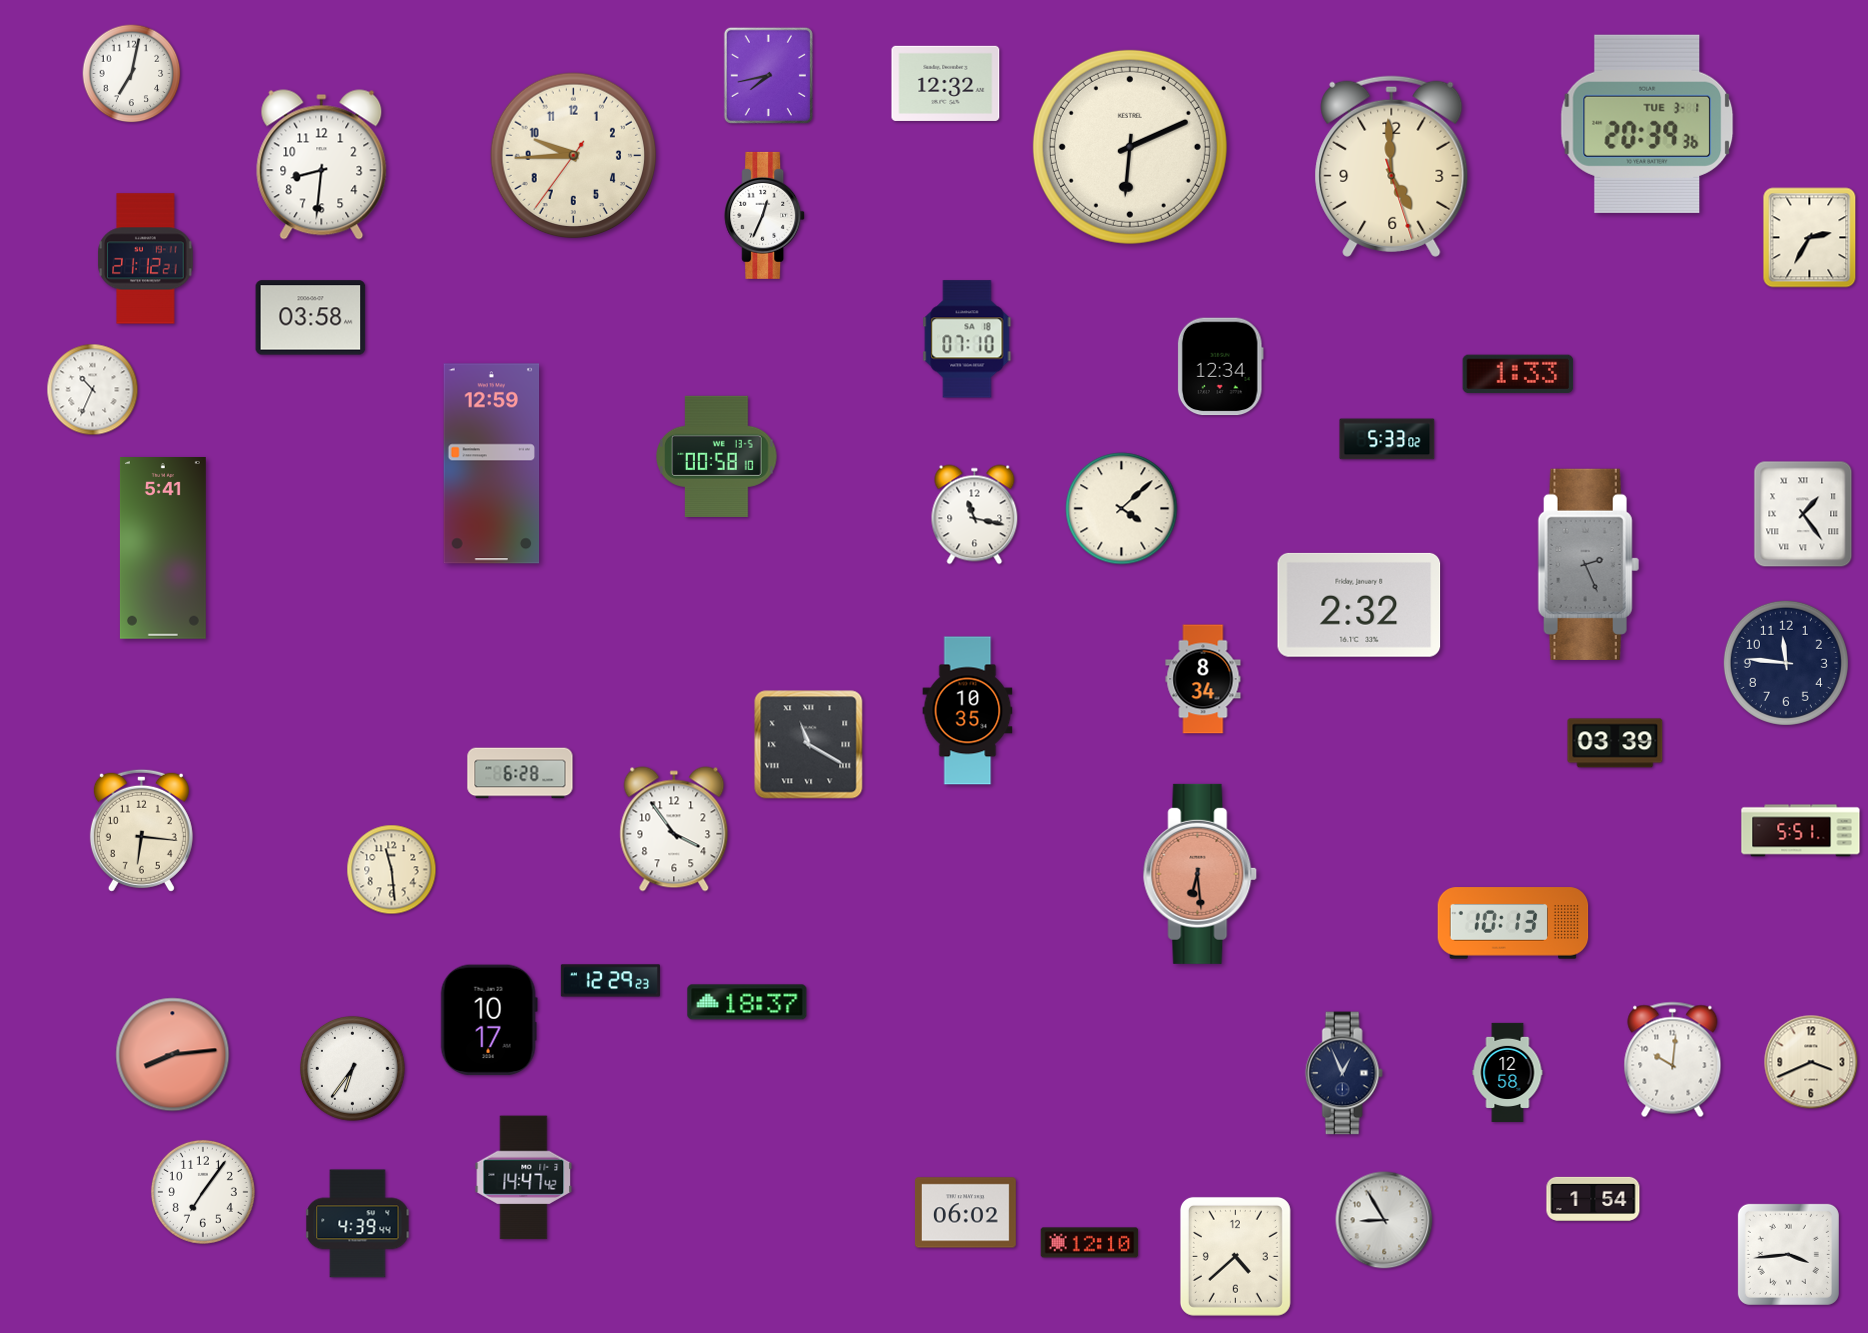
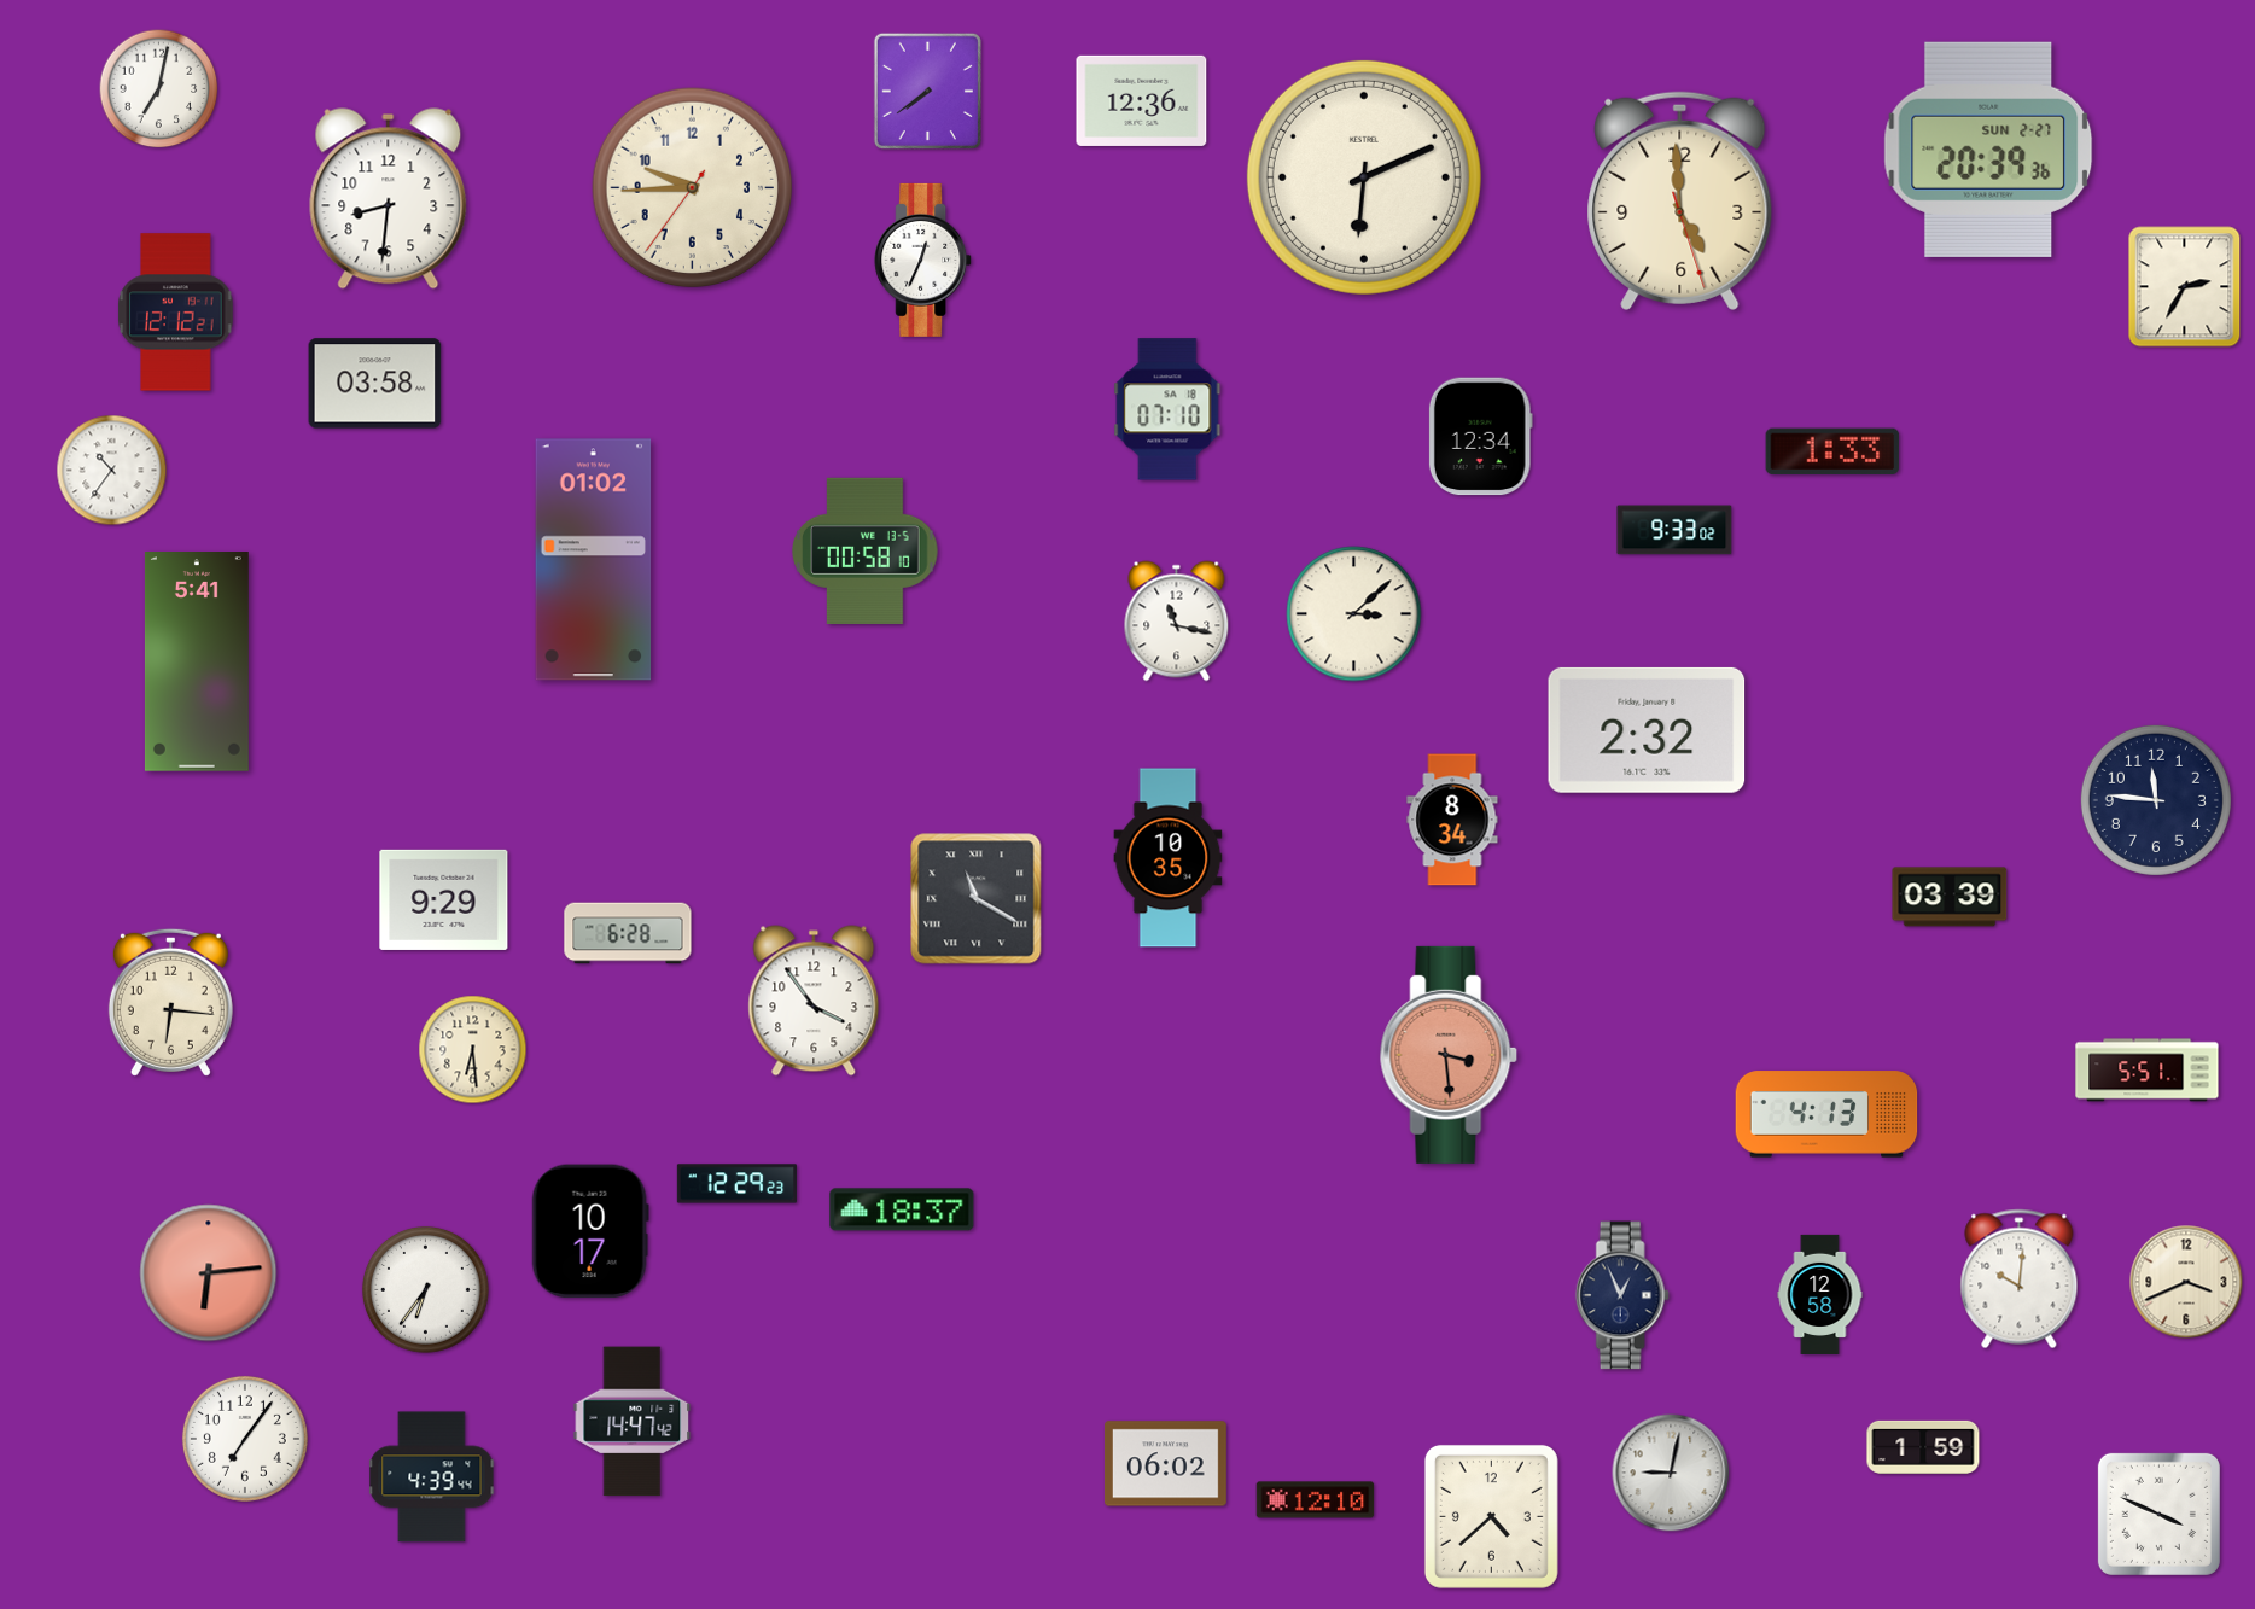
clock at (768, 75): 7:43 -> 7:39
clock at (946, 83): 12:32 -> 12:36
clock at (1647, 124) date: TUE 3-1 -> SUN 2-27
clock at (146, 259): 21:12 -> 12:12
clock at (1220, 367) position: (1220, 367) -> (1480, 437)
clock at (93, 390): 10:34 -> 10:36
clock at (1387, 439): 5:33 -> 9:33
clock at (492, 464): 12:59 -> 01:02
clock at (1122, 509): 4:08 -> 3:08
clock at (1803, 514): 1:24 -> none
clock at (1588, 564): 2:26 -> none
clock at (1359, 605) position: (1359, 605) -> (1647, 730)
clock at (444, 899): none -> 9:29
clock at (1801, 831) position: (1801, 831) -> (2148, 1071)
clock at (392, 870): 11:29 -> 6:29
clock at (1200, 874): 6:29 -> 3:29
clock at (1513, 923): 10:13 -> 4:13
clock at (173, 1055): 8:14 -> 6:14
clock at (1593, 1199): 1:54 -> 1:59
clock at (1384, 1220): 8:55 -> 9:02
clock at (1788, 1254): 3:44 -> 3:49
